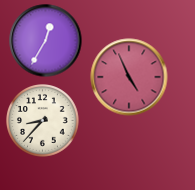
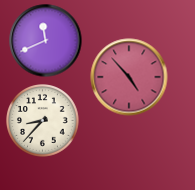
clock at (46, 41): 12:35 -> 11:41
clock at (129, 77): 4:56 -> 4:53
